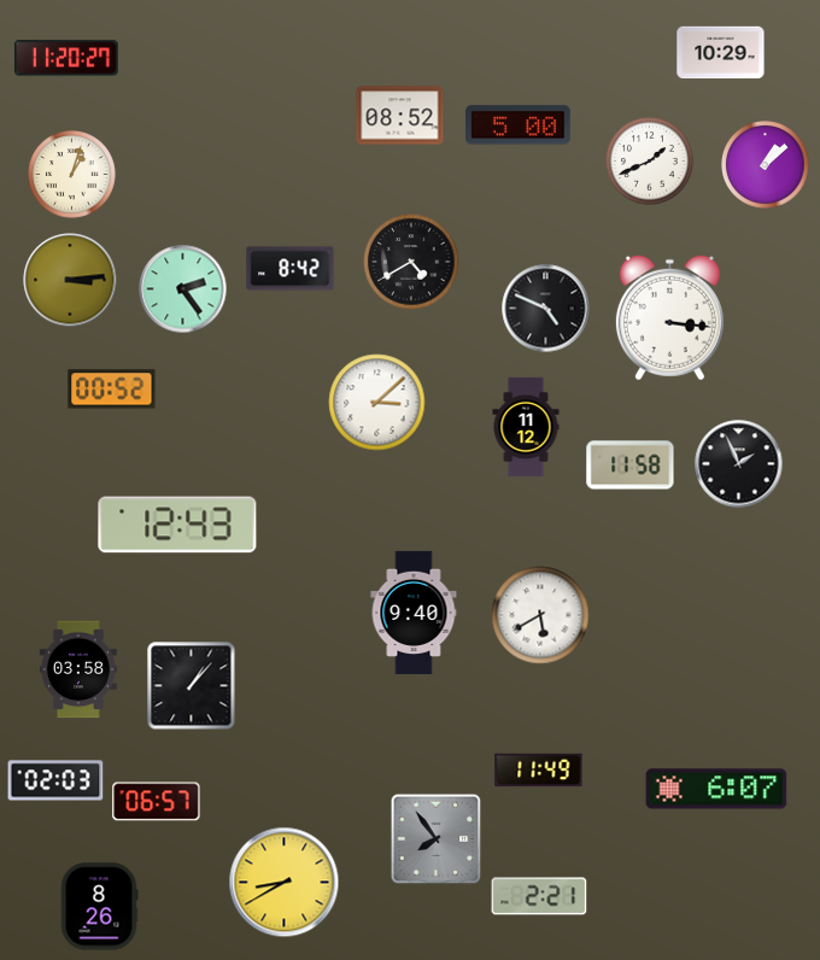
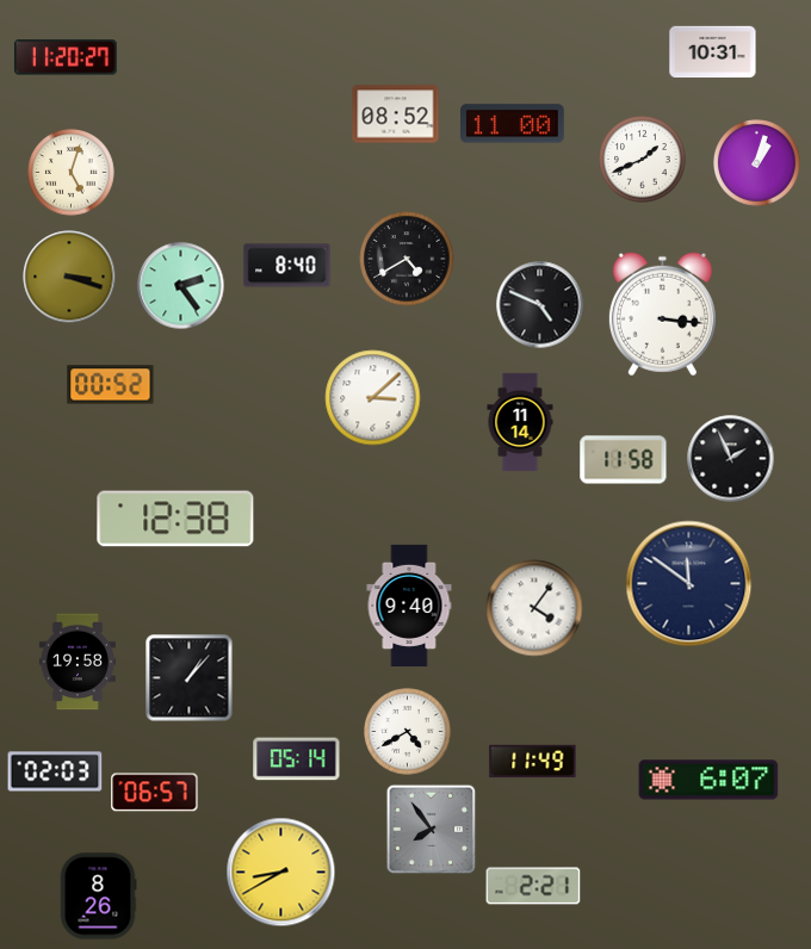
clock at (721, 53): 10:29 -> 10:31
clock at (519, 125): 5:00 -> 11:00
clock at (766, 165): 1:08 -> 1:03
clock at (72, 175): 1:03 -> 5:03
clock at (291, 269): 8:42 -> 8:40
clock at (70, 280): 3:14 -> 3:18
clock at (526, 427): 11:12 -> 11:14
clock at (177, 525): 12:43 -> 12:38
clock at (689, 584): none -> 11:51
clock at (540, 615): 5:40 -> 4:06
clock at (78, 669): 03:58 -> 19:58
clock at (408, 732): none -> 4:40
clock at (297, 759): none -> 05:14
